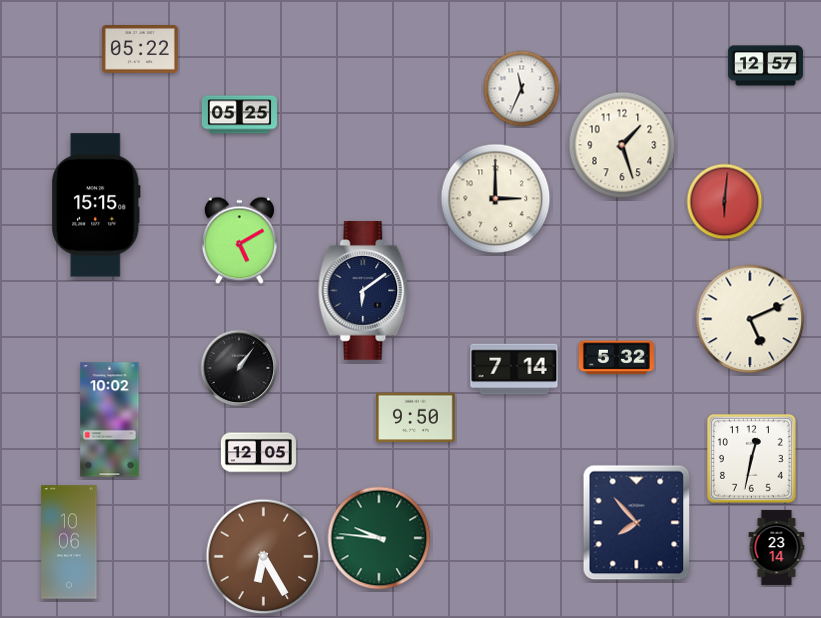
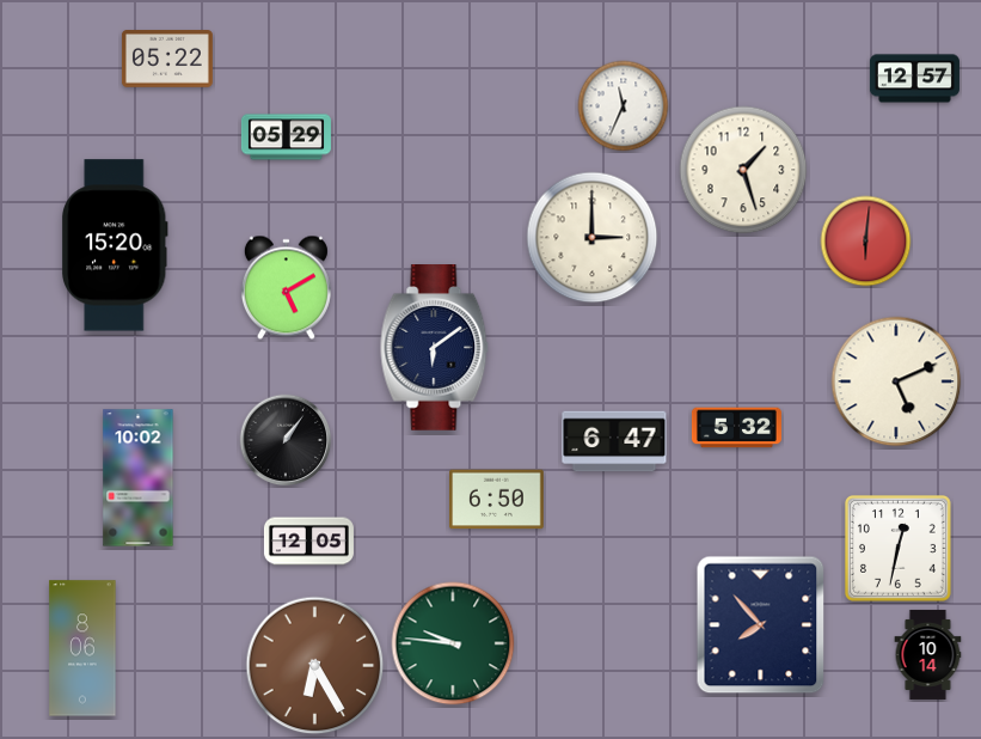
clock at (239, 115): 05:25 -> 05:29
clock at (622, 145) position: (622, 145) -> (743, 170)
clock at (96, 205): 15:15 -> 15:20
clock at (514, 369): 7:14 -> 6:47
clock at (416, 418): 9:50 -> 6:50
clock at (110, 420) position: (110, 420) -> (139, 478)
clock at (69, 542): 10:06 -> 8:06
clock at (777, 547): 23:14 -> 10:14
